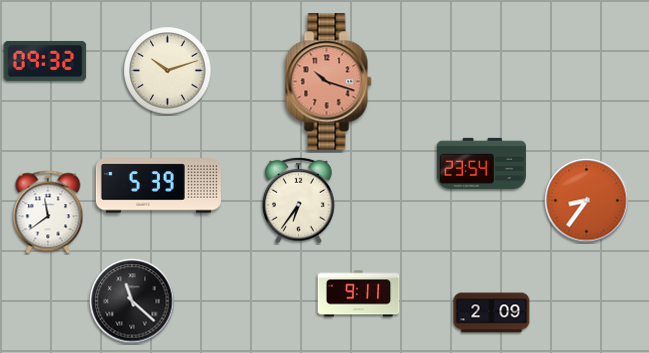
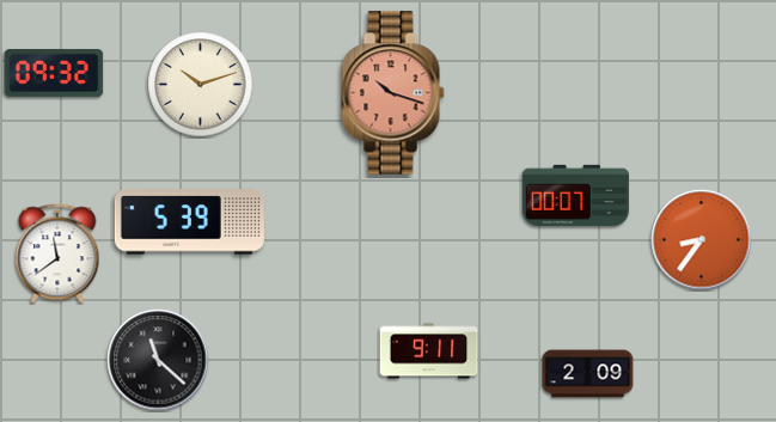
clock at (329, 82) position: (329, 82) -> (393, 93)
clock at (481, 163): 23:54 -> 00:07
clock at (299, 200): 6:36 -> none
